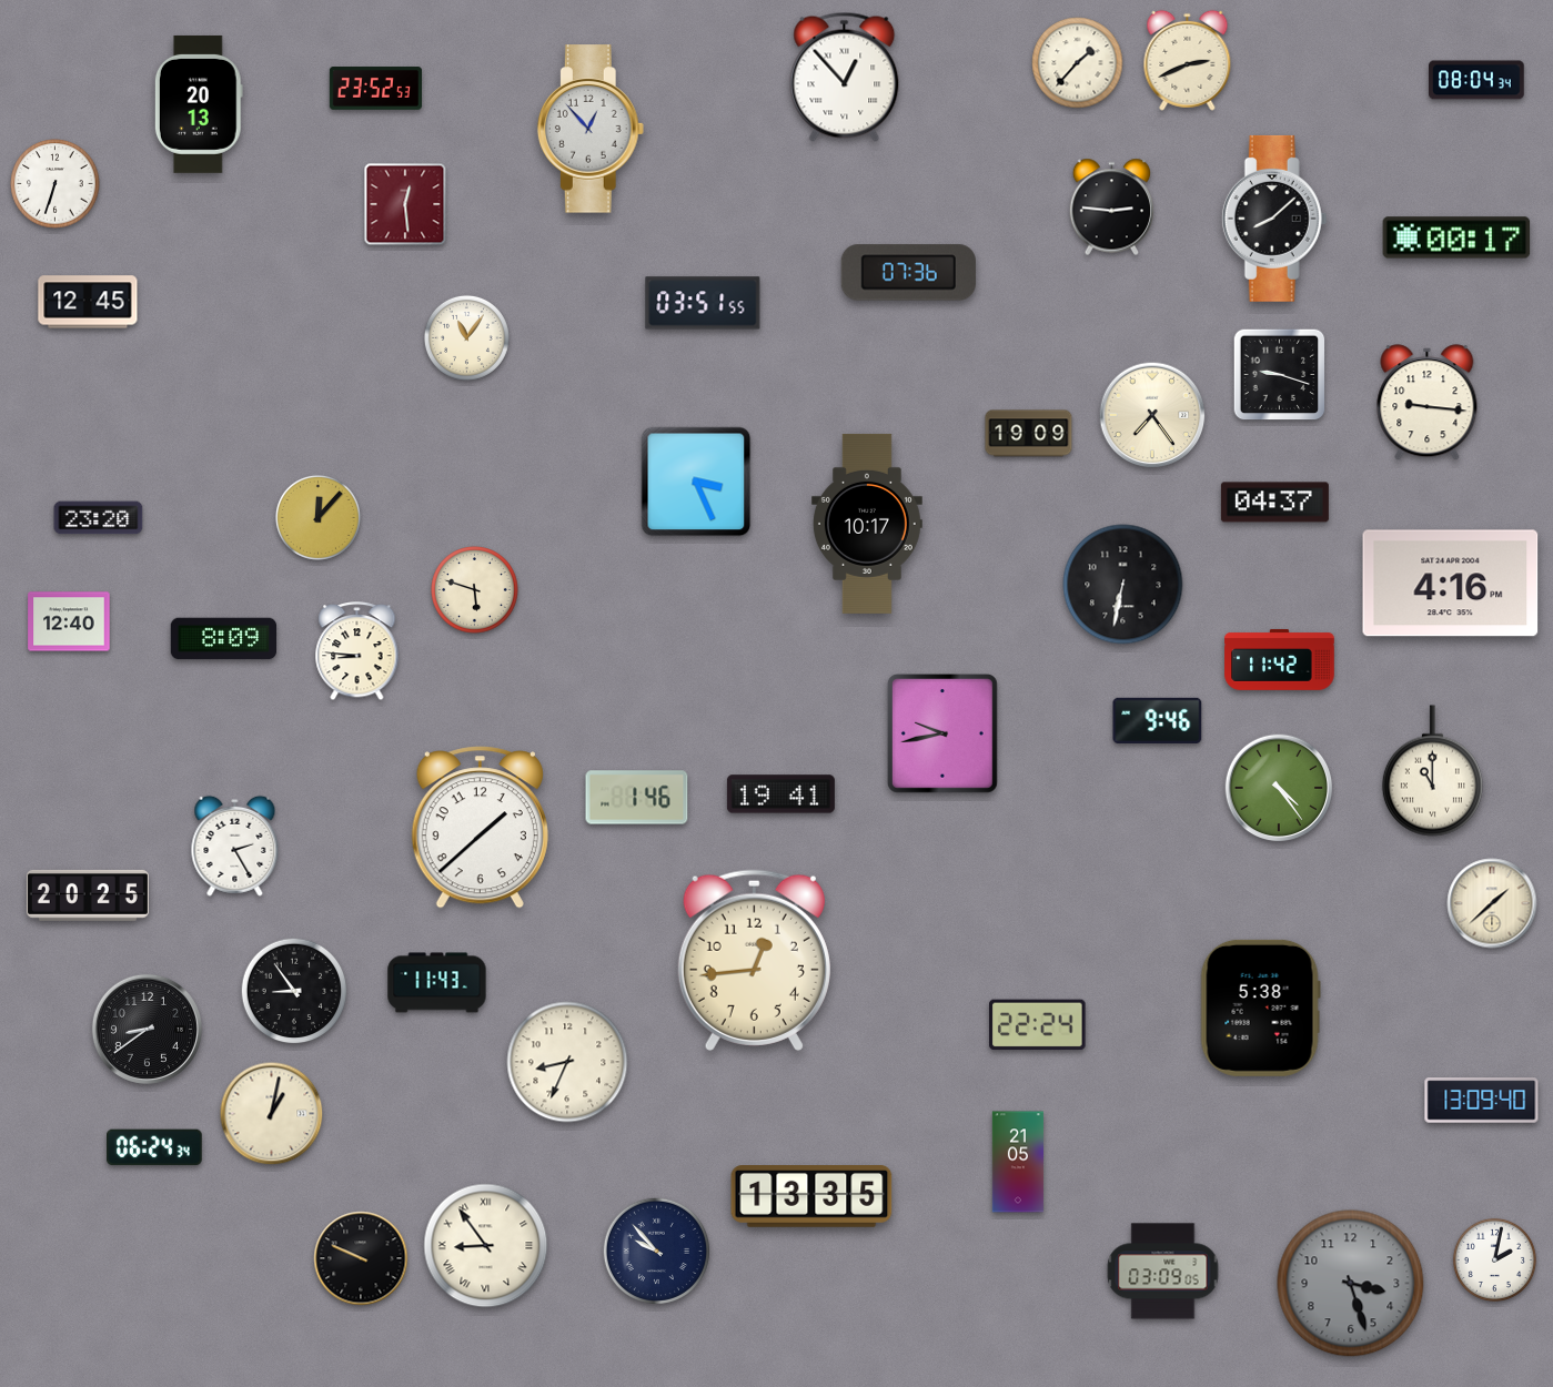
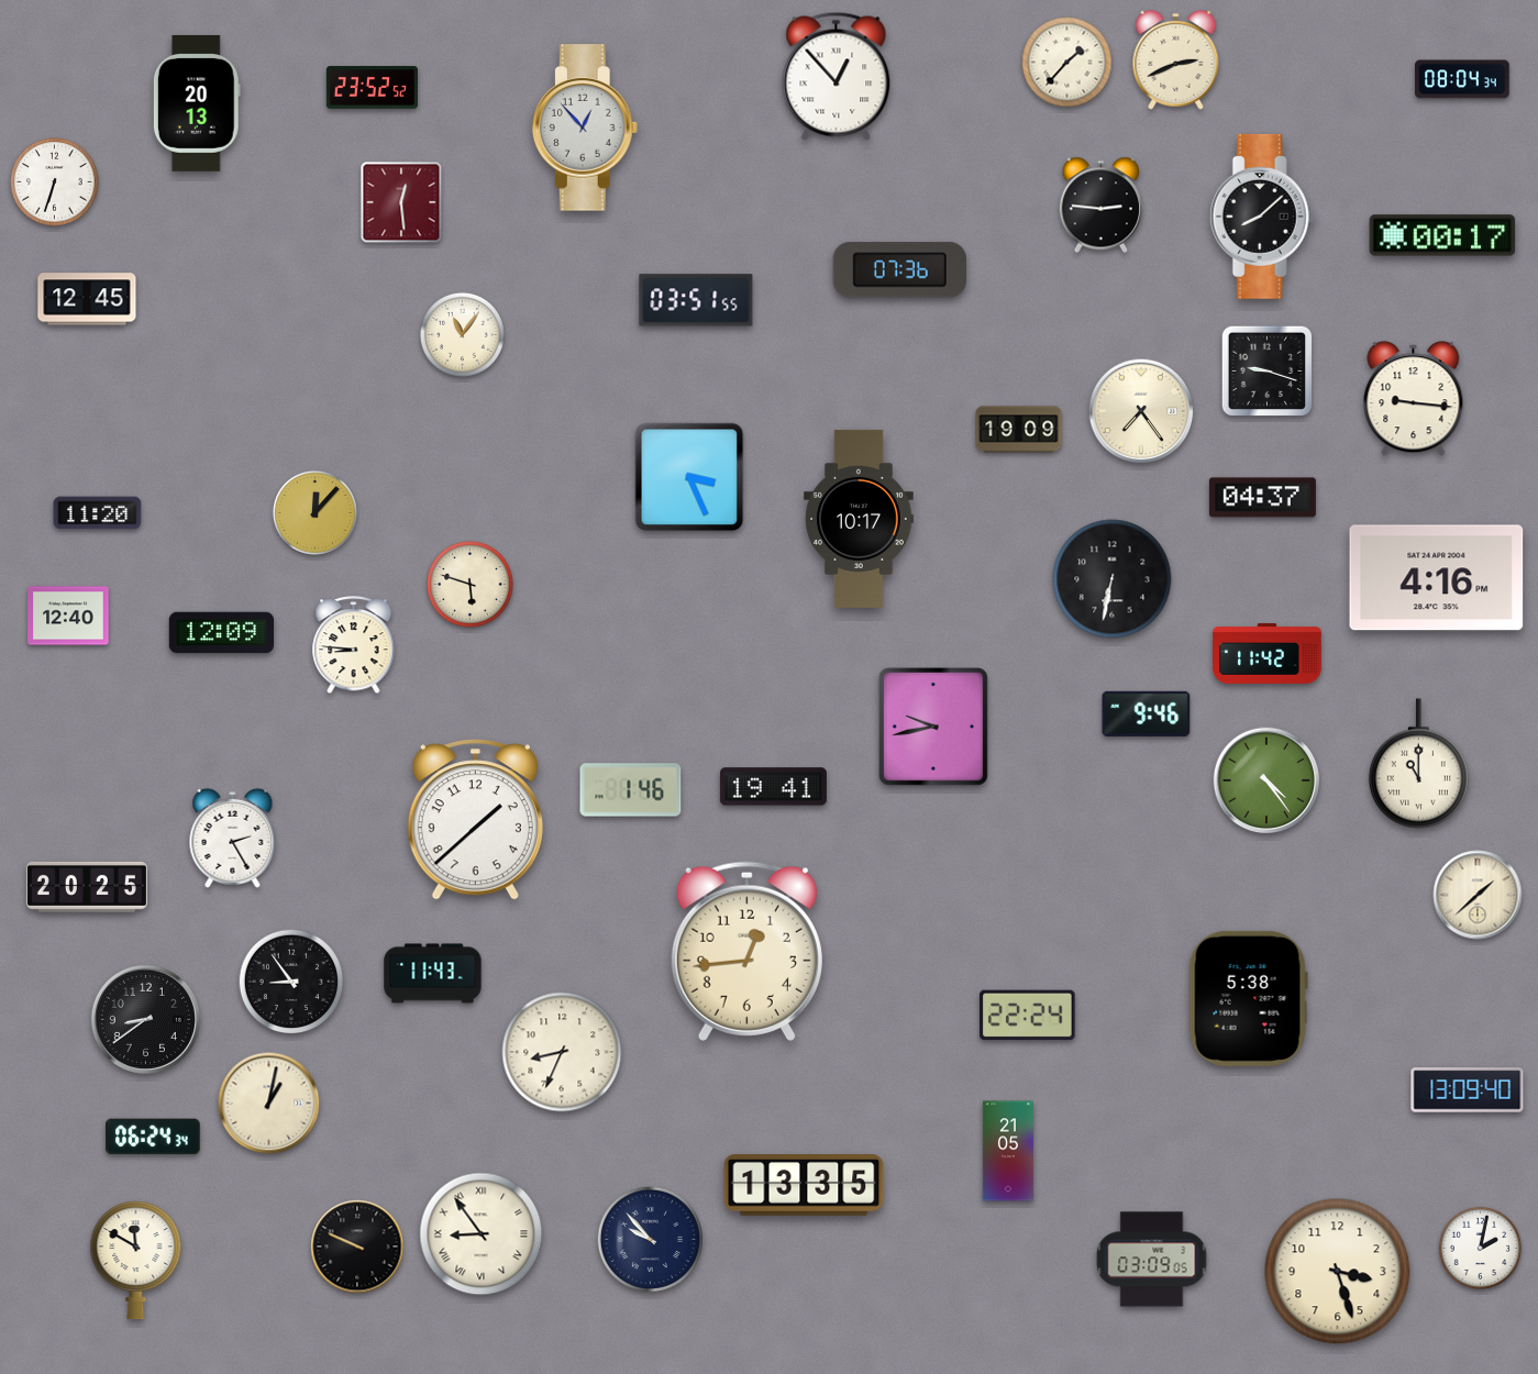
clock at (375, 89): 23:52:53 -> 23:52:52
clock at (99, 518): 23:20 -> 11:20
clock at (224, 639): 8:09 -> 12:09
clock at (136, 1261): none -> 11:50
clock at (1351, 1284) dial: grey -> cream
